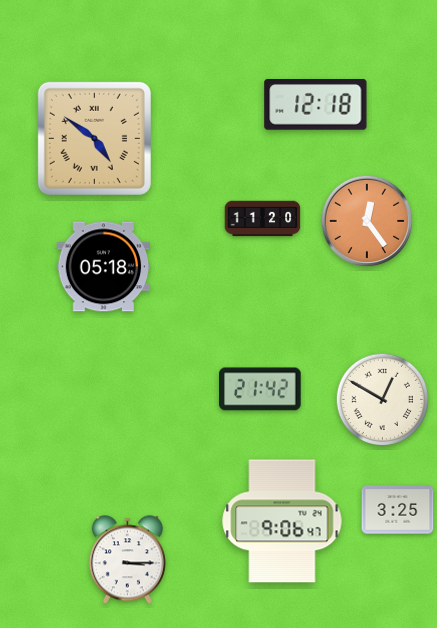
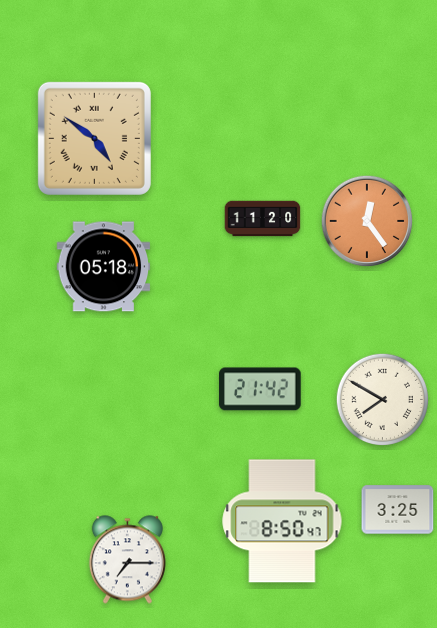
clock at (316, 105): 12:18 -> none
clock at (382, 399): 12:50 -> 7:50
clock at (282, 521): 9:06 -> 8:50
clock at (127, 560): 3:15 -> 7:15
